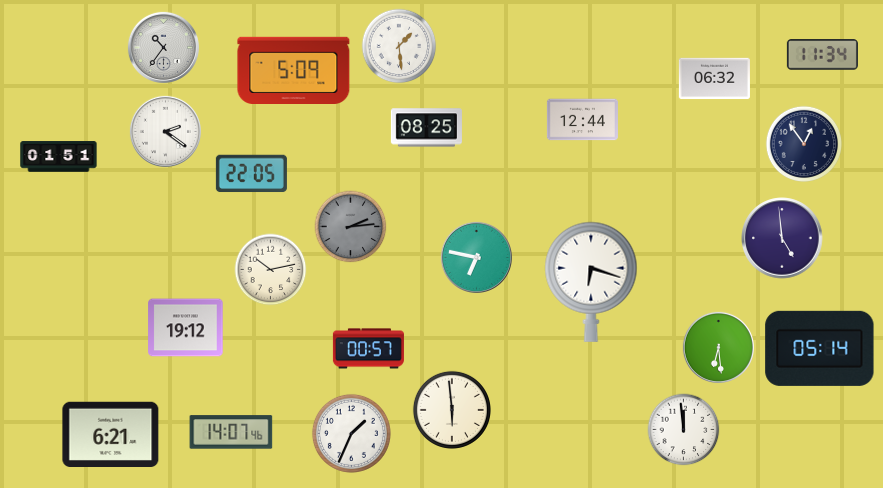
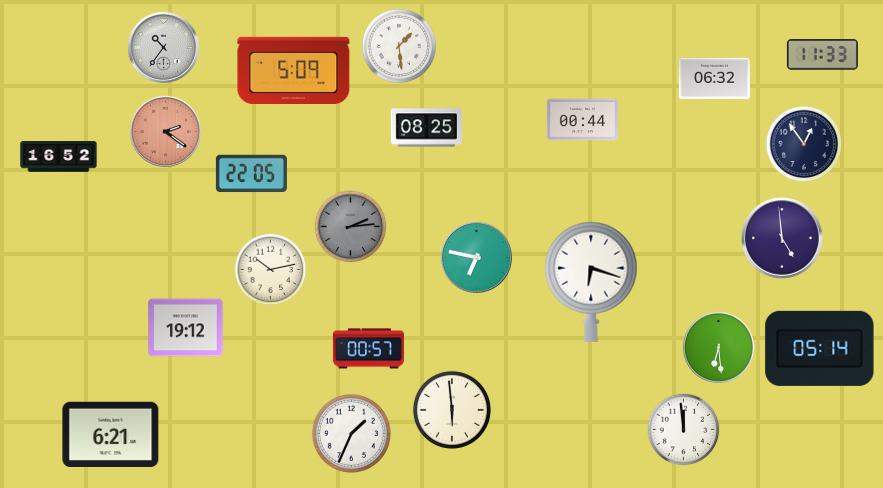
clock at (822, 55): 11:34 -> 11:33
clock at (582, 120): 12:44 -> 00:44
clock at (165, 131) dial: white -> salmon
clock at (59, 157): 01:51 -> 16:52
clock at (231, 432): 14:07 -> none
